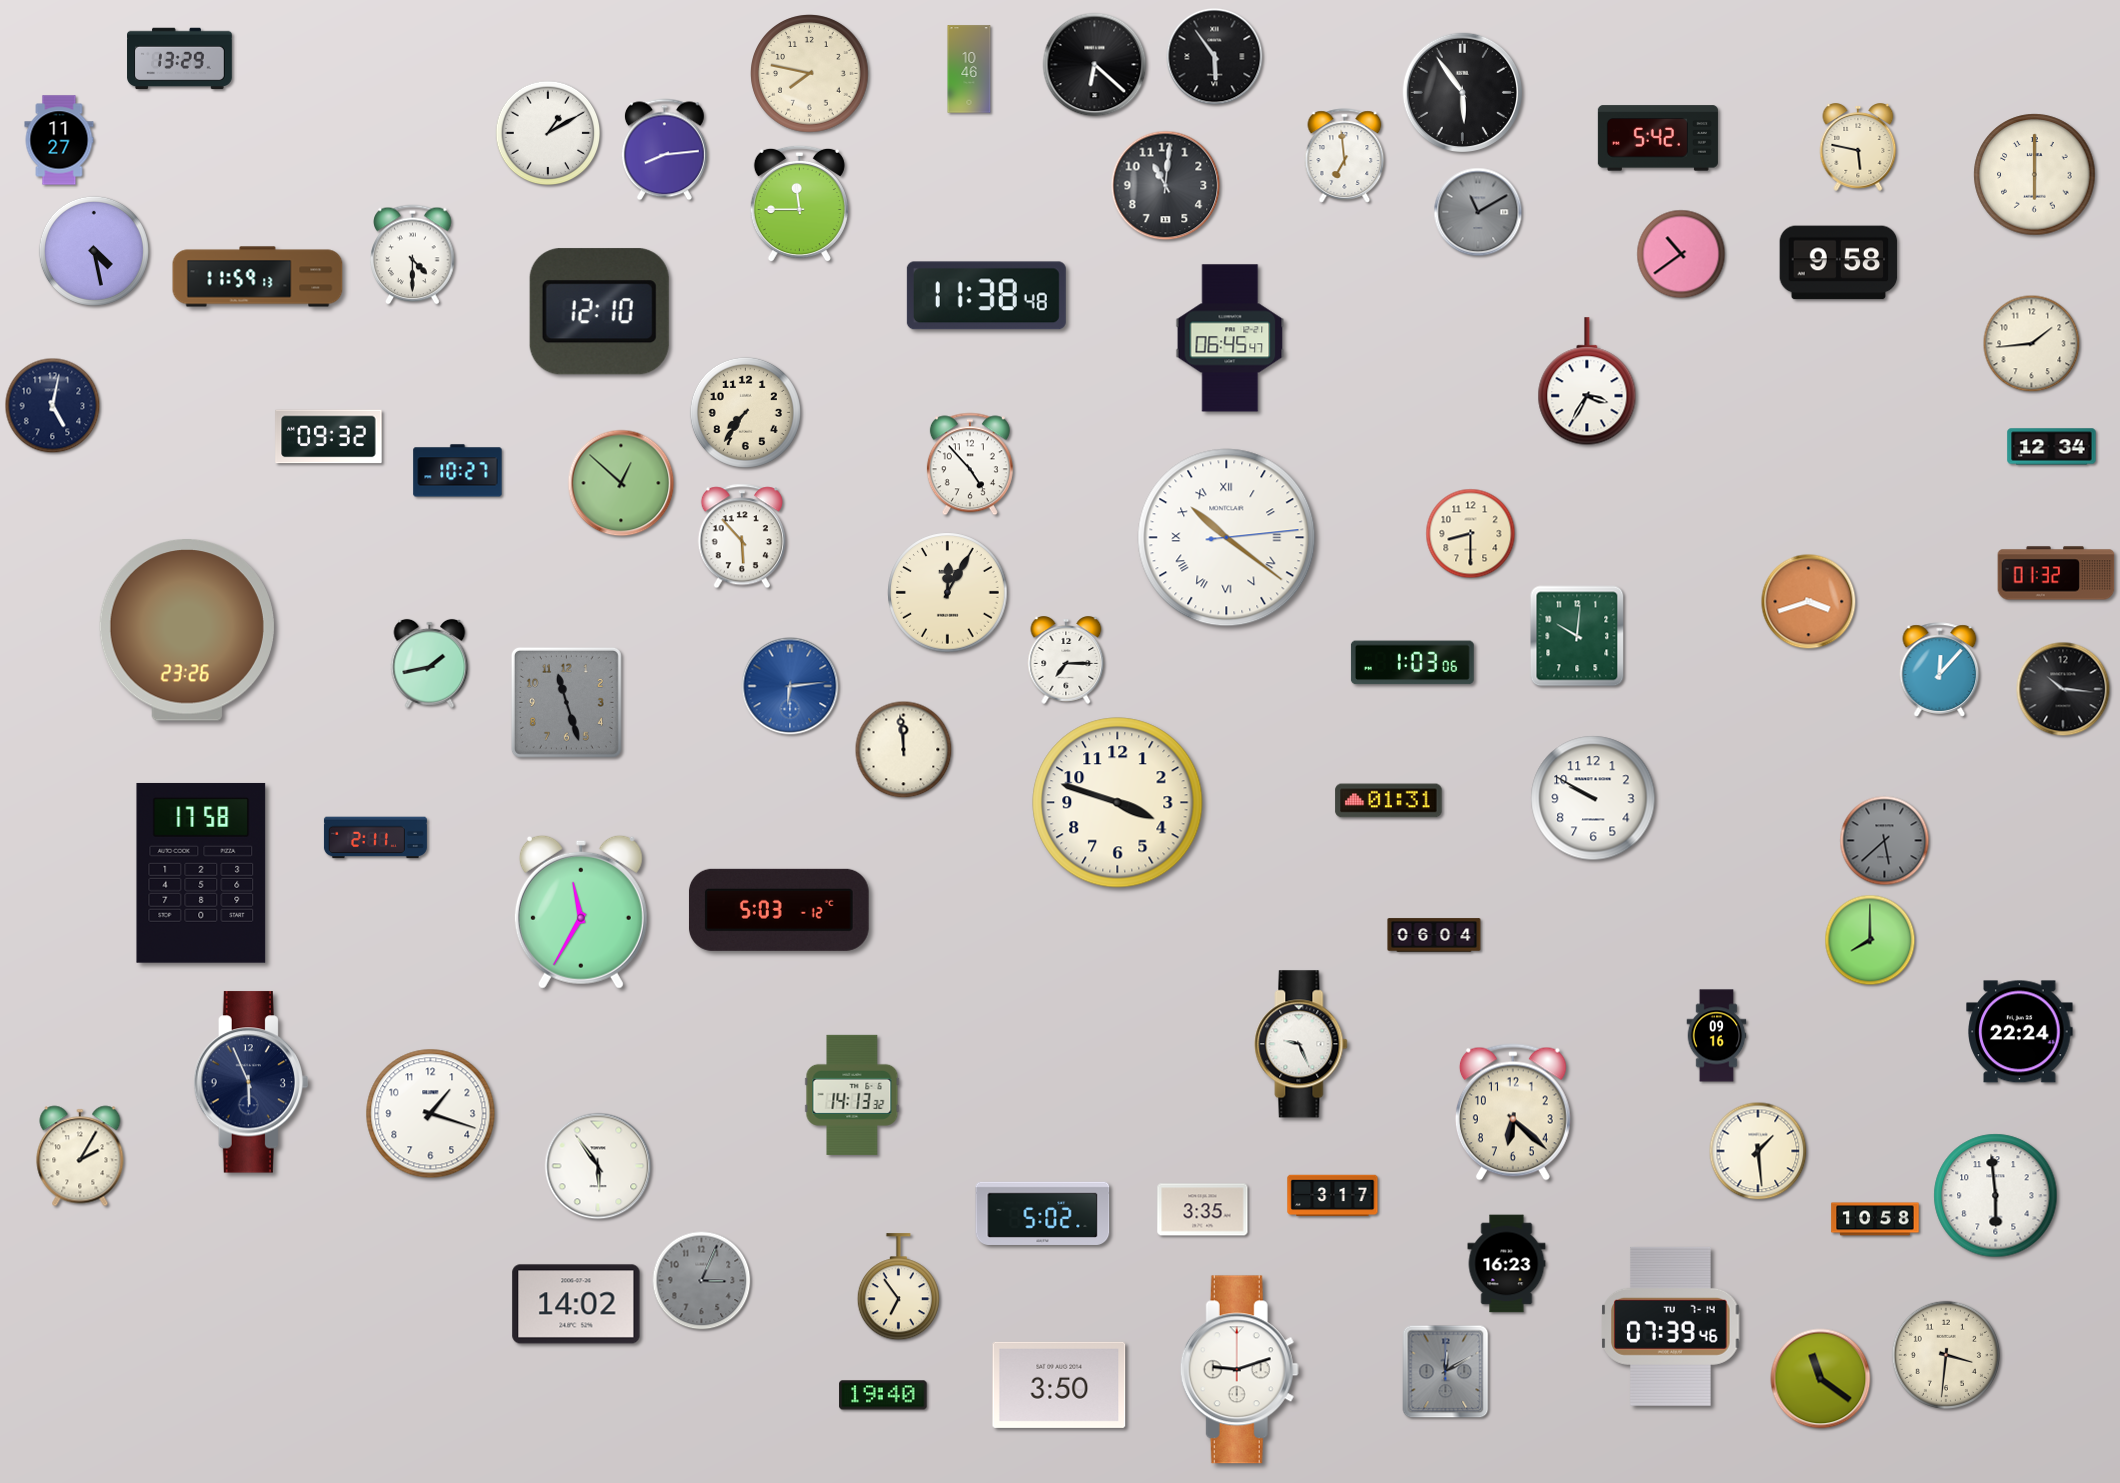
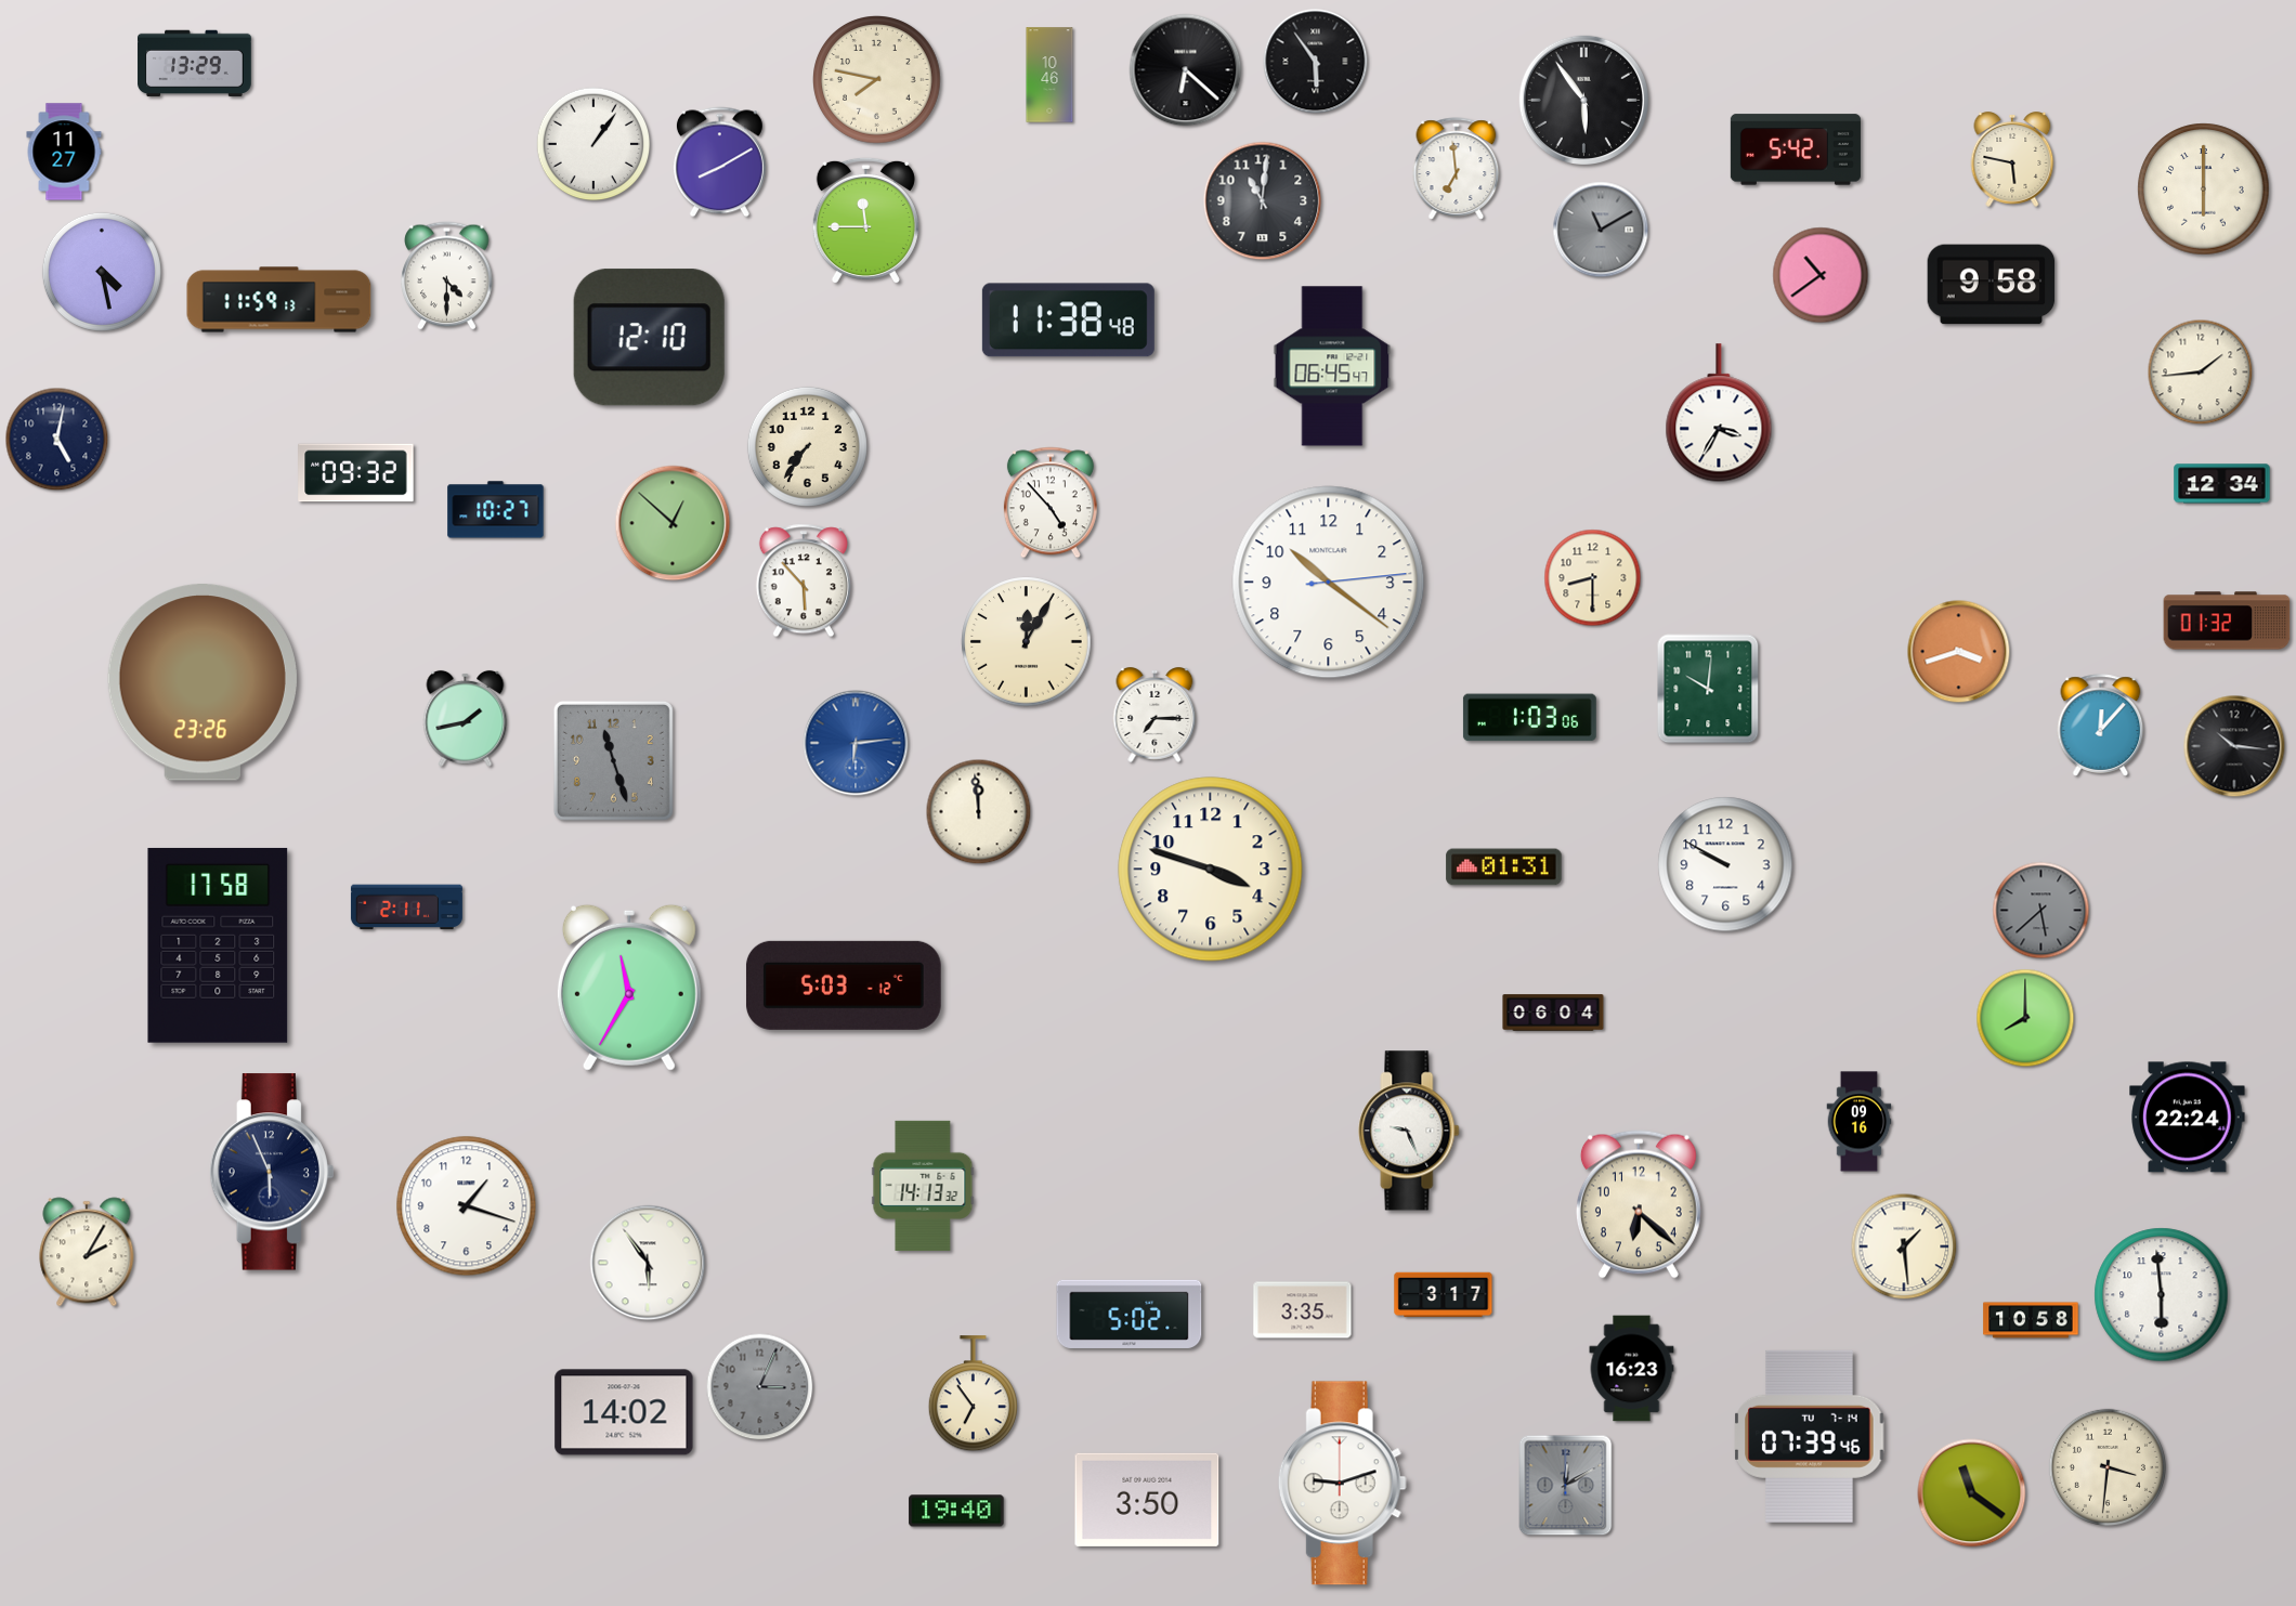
clock at (548, 133): 1:10 -> 1:06
clock at (664, 150): 8:14 -> 8:10
clock at (1227, 538) numerals: Roman -> Arabic
